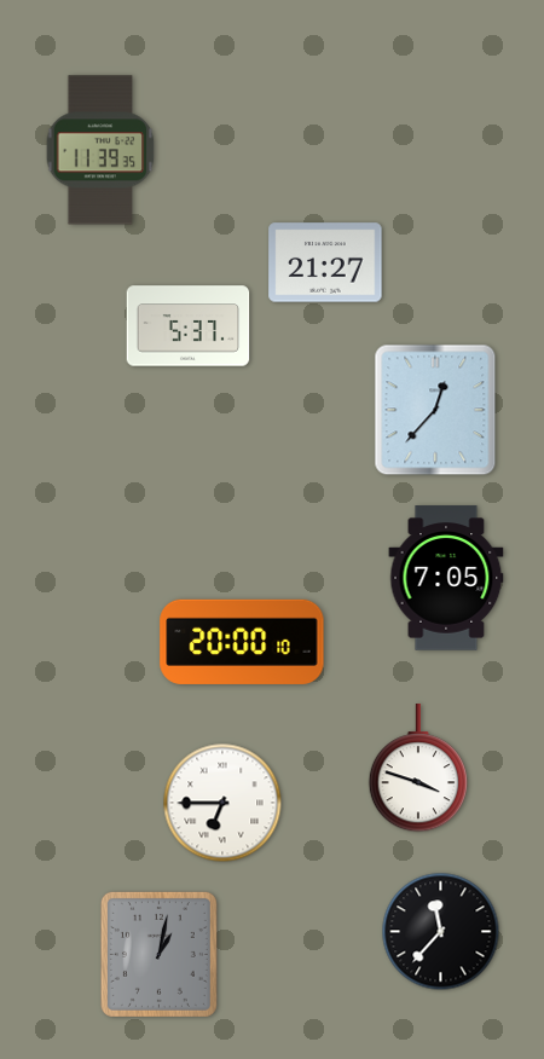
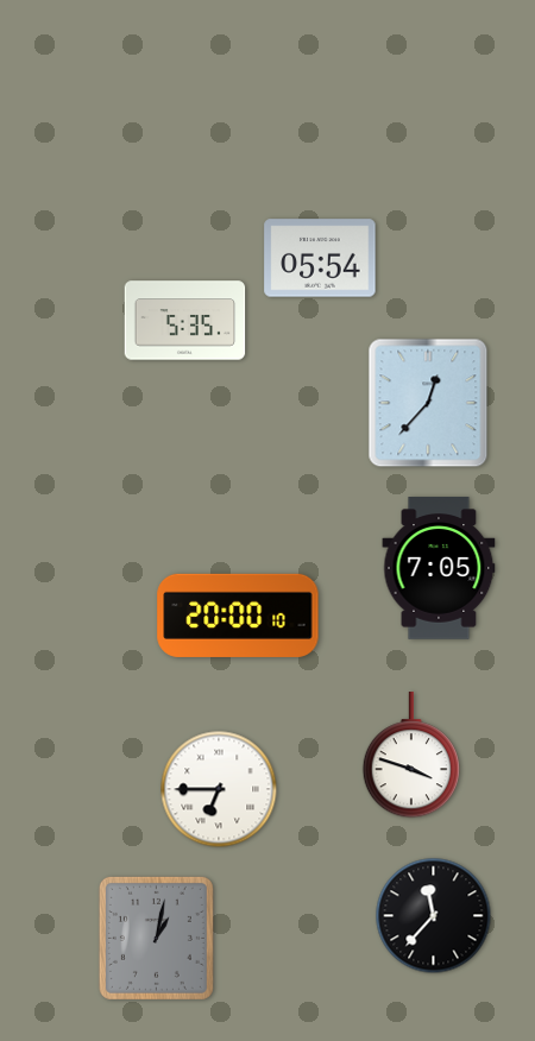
clock at (100, 150): 11:39 -> none
clock at (325, 262): 21:27 -> 05:54
clock at (189, 326): 5:37 -> 5:35
clock at (242, 642) position: (242, 642) -> (238, 616)
